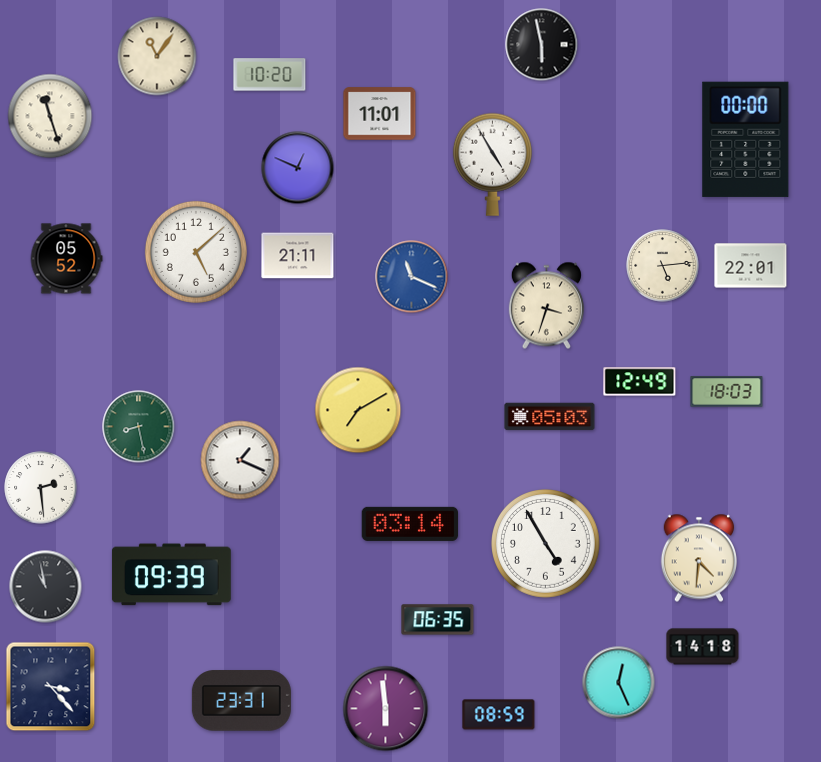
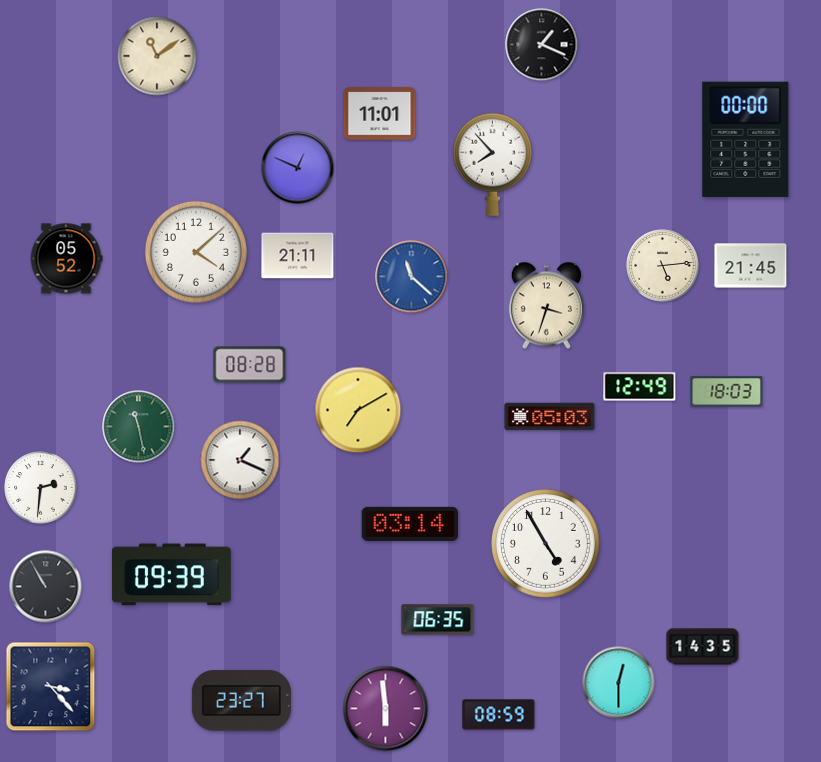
clock at (542, 45): 5:58 -> 1:19
clock at (157, 56): 11:06 -> 11:09
clock at (270, 75): 10:20 -> none
clock at (50, 116): 11:27 -> none
clock at (492, 164): 4:55 -> 7:53
clock at (196, 252): 5:08 -> 4:08
clock at (751, 266): 22:01 -> 21:45
clock at (412, 277): 11:19 -> 11:22
clock at (250, 365): none -> 08:28
clock at (640, 382) position: (640, 382) -> (640, 387)
clock at (139, 427): 8:28 -> 11:28
clock at (41, 488): 2:29 -> 2:31
clock at (698, 558): 4:31 -> none
clock at (46, 587): 10:58 -> 10:55
clock at (703, 647): 14:18 -> 14:35
clock at (619, 683): 12:26 -> 12:30
clock at (241, 701): 23:31 -> 23:27
